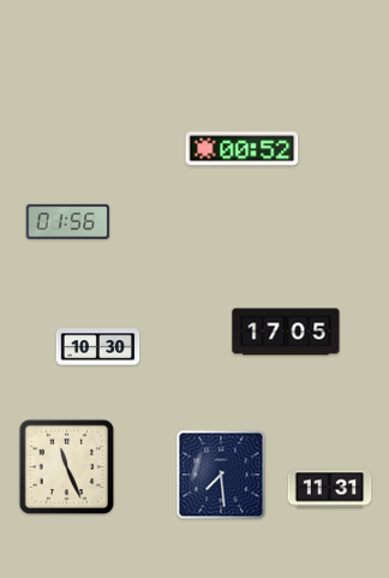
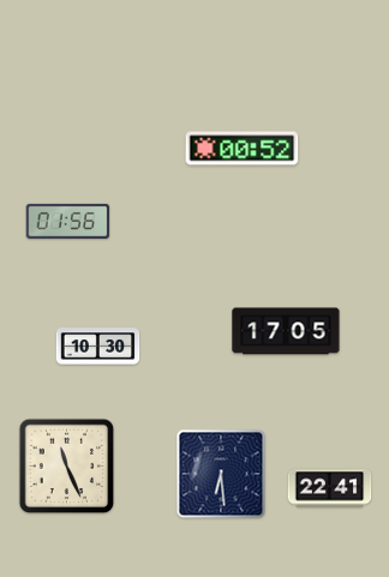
clock at (221, 475): 7:29 -> 6:29
clock at (330, 489): 11:31 -> 22:41
